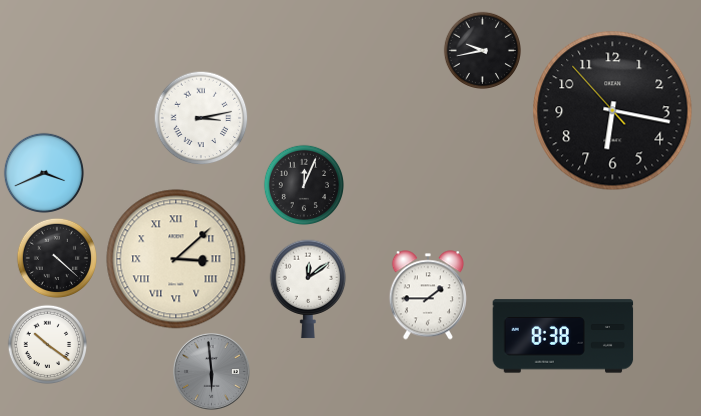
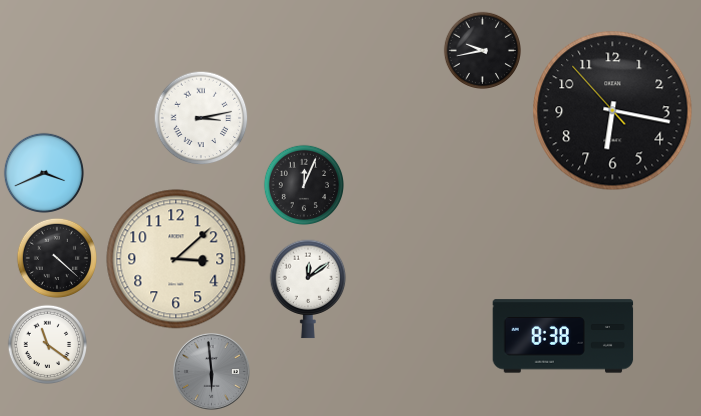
clock at (176, 259) numerals: Roman -> Arabic
clock at (428, 295): 1:45 -> none
clock at (47, 344): 10:21 -> 11:21
